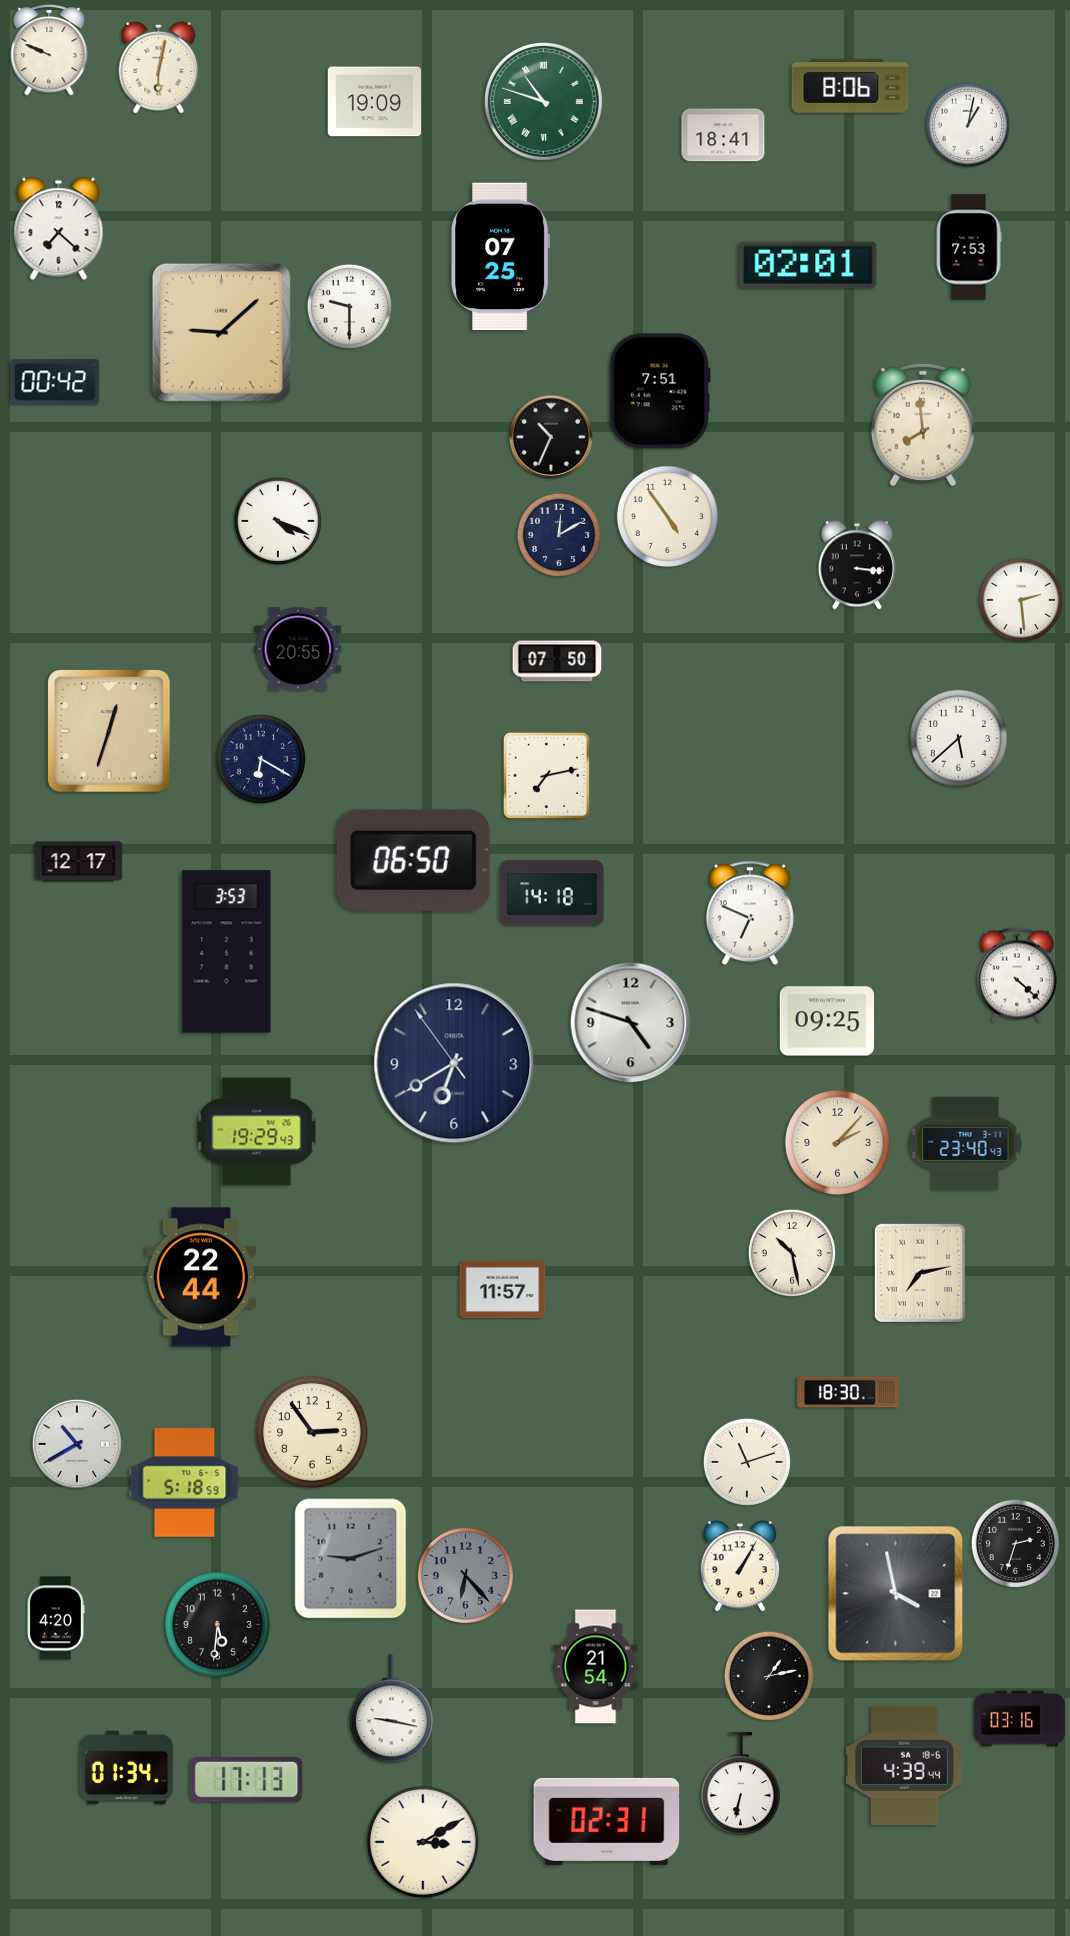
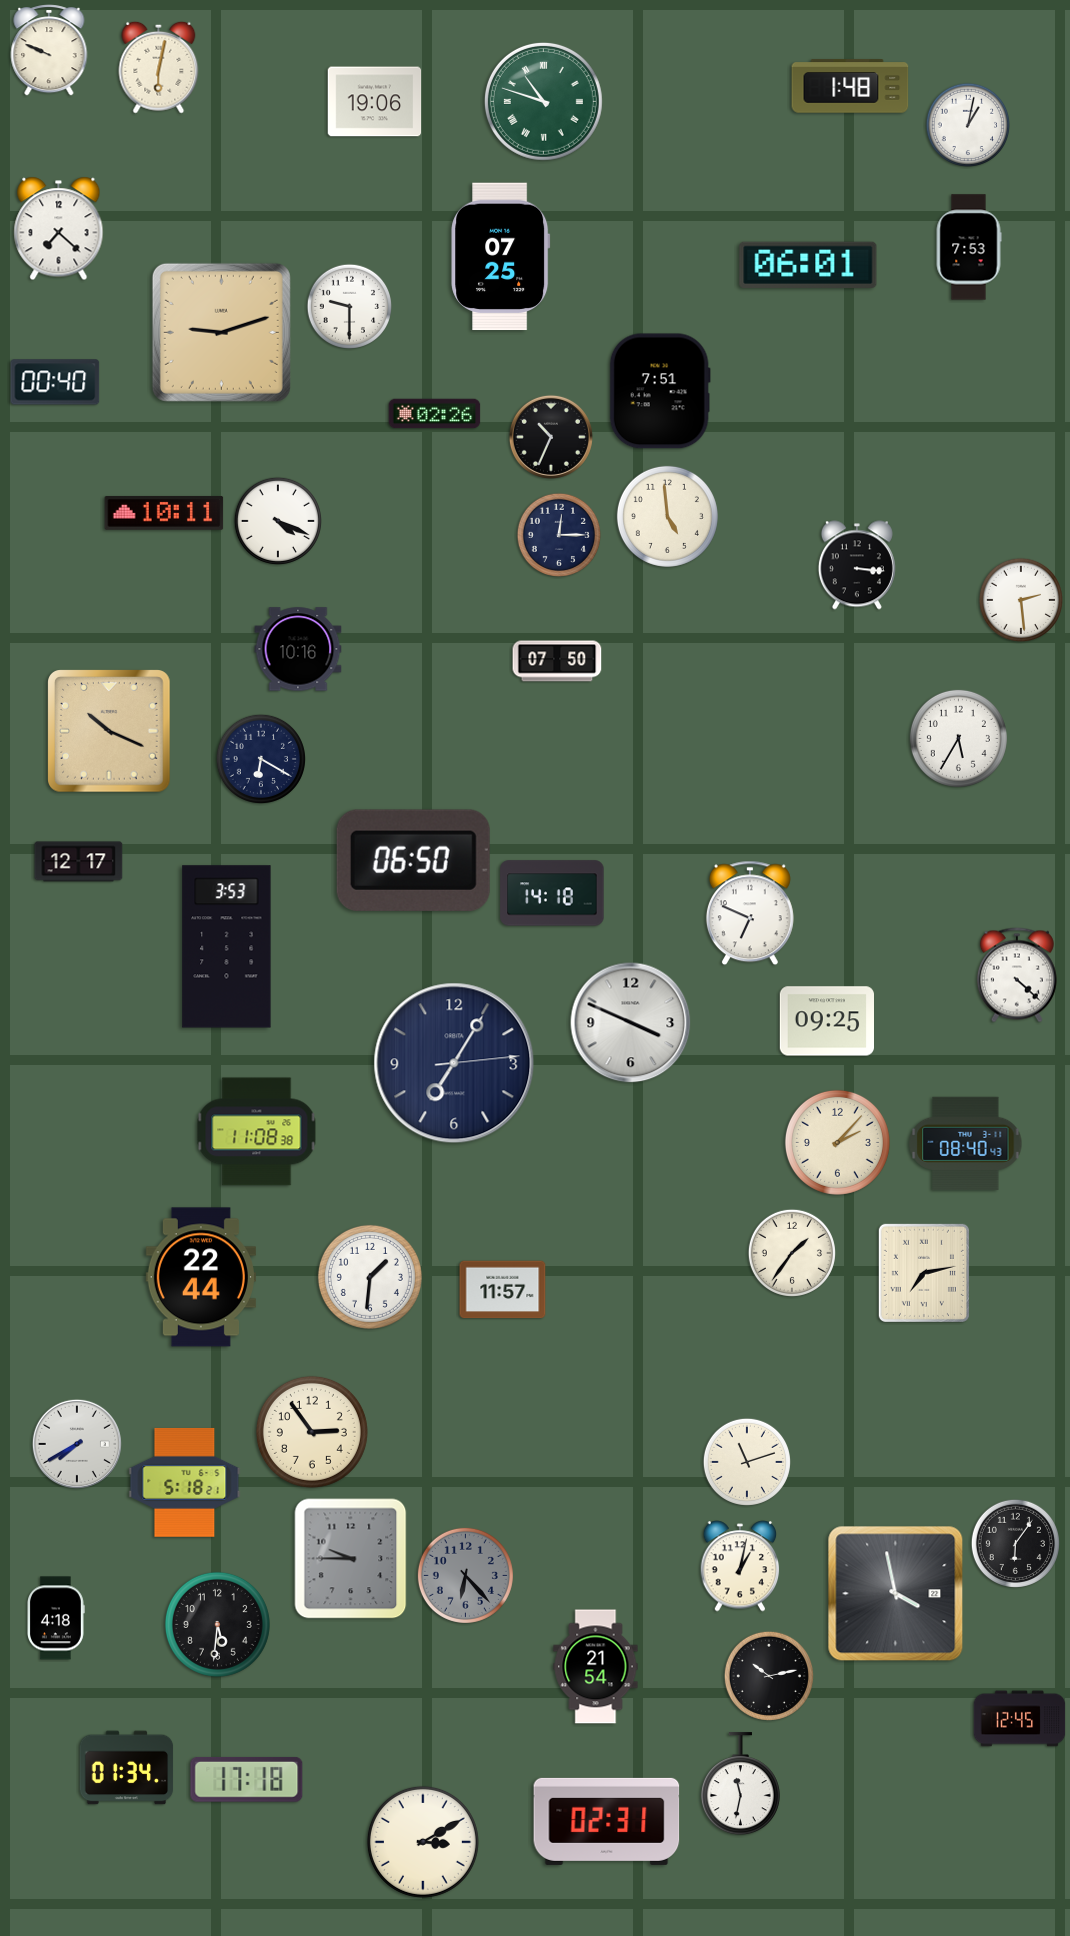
clock at (850, 86): 8:06 -> 1:48
clock at (375, 102): 19:09 -> 19:06
clock at (723, 135): 18:41 -> none
clock at (808, 265): 02:01 -> 06:01
clock at (221, 332): 9:08 -> 9:12
clock at (55, 382): 00:42 -> 00:40
clock at (435, 414): none -> 02:26
clock at (923, 425): 7:59 -> none
clock at (164, 513): none -> 10:11
clock at (667, 516): 4:54 -> 4:59
clock at (558, 534): 12:10 -> 12:15
clock at (298, 649): 20:55 -> 10:16
clock at (110, 732): 12:33 -> 10:19
clock at (958, 738): 5:38 -> 5:35
clock at (546, 775): 7:13 -> none
clock at (227, 952) position: (227, 952) -> (227, 947)
clock at (631, 1023): 4:48 -> 3:49
clock at (454, 1063): 6:39 -> 7:05
clock at (257, 1132): 19:29 -> 11:08
clock at (966, 1143): 23:40 -> 08:40
clock at (791, 1252): 10:28 -> 1:36
clock at (920, 1273) position: (920, 1273) -> (924, 1273)
clock at (370, 1277): none -> 1:31
clock at (848, 1392): 18:30 -> none
clock at (77, 1444): 10:40 -> 7:40
clock at (185, 1482): 5:18:59 -> 5:18:21
clock at (1015, 1543): 2:33 -> 6:06
clock at (351, 1559): 9:12 -> 9:45
clock at (740, 1566): 1:05 -> 1:02
clock at (56, 1618): 4:20 -> 4:18
clock at (769, 1676): 1:13 -> 10:13
clock at (391, 1709): 9:17 -> none
clock at (1020, 1719): 03:16 -> 12:45
clock at (904, 1766): 4:39 -> none
clock at (247, 1780): 17:13 -> 17:18
clock at (740, 1784): 6:32 -> 11:32
